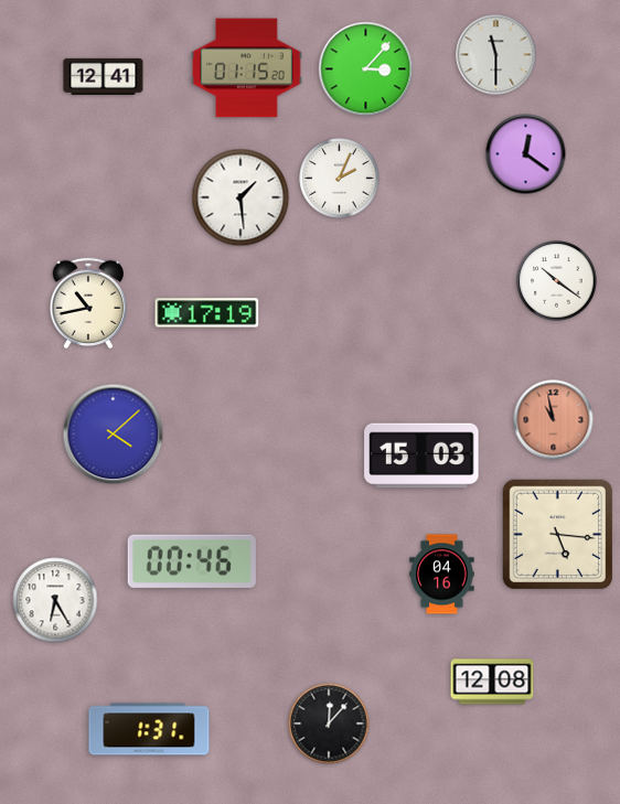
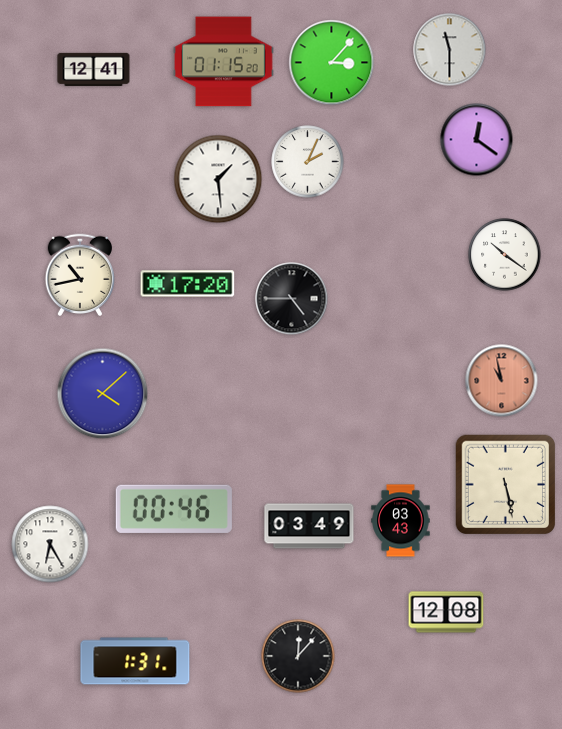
clock at (207, 313): 17:19 -> 17:20
clock at (292, 299): none -> 4:45
clock at (421, 455): 15:03 -> none
clock at (557, 534): 5:16 -> 5:28
clock at (442, 575): 04:16 -> 03:43
clock at (309, 526): none -> 03:49
clock at (492, 682) position: (492, 682) -> (446, 612)
